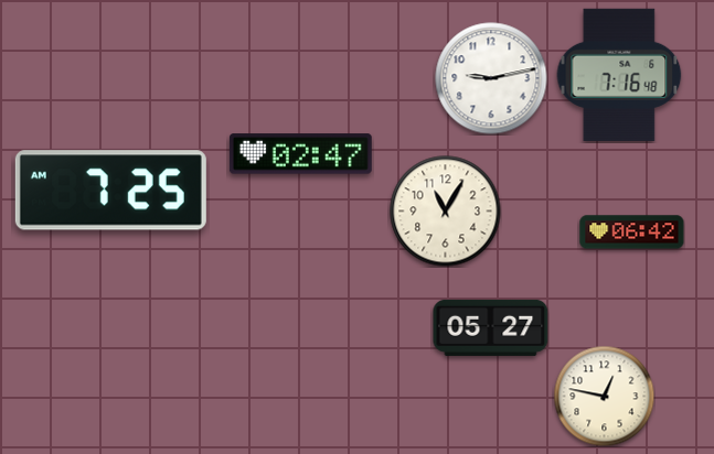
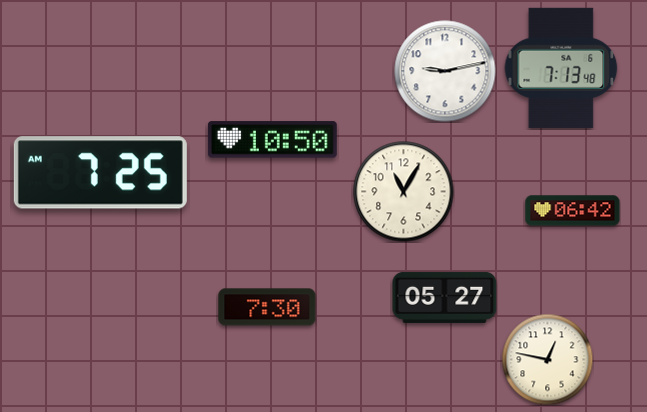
clock at (619, 75): 7:16 -> 7:13
clock at (300, 154): 02:47 -> 10:50
clock at (267, 307): none -> 7:30
